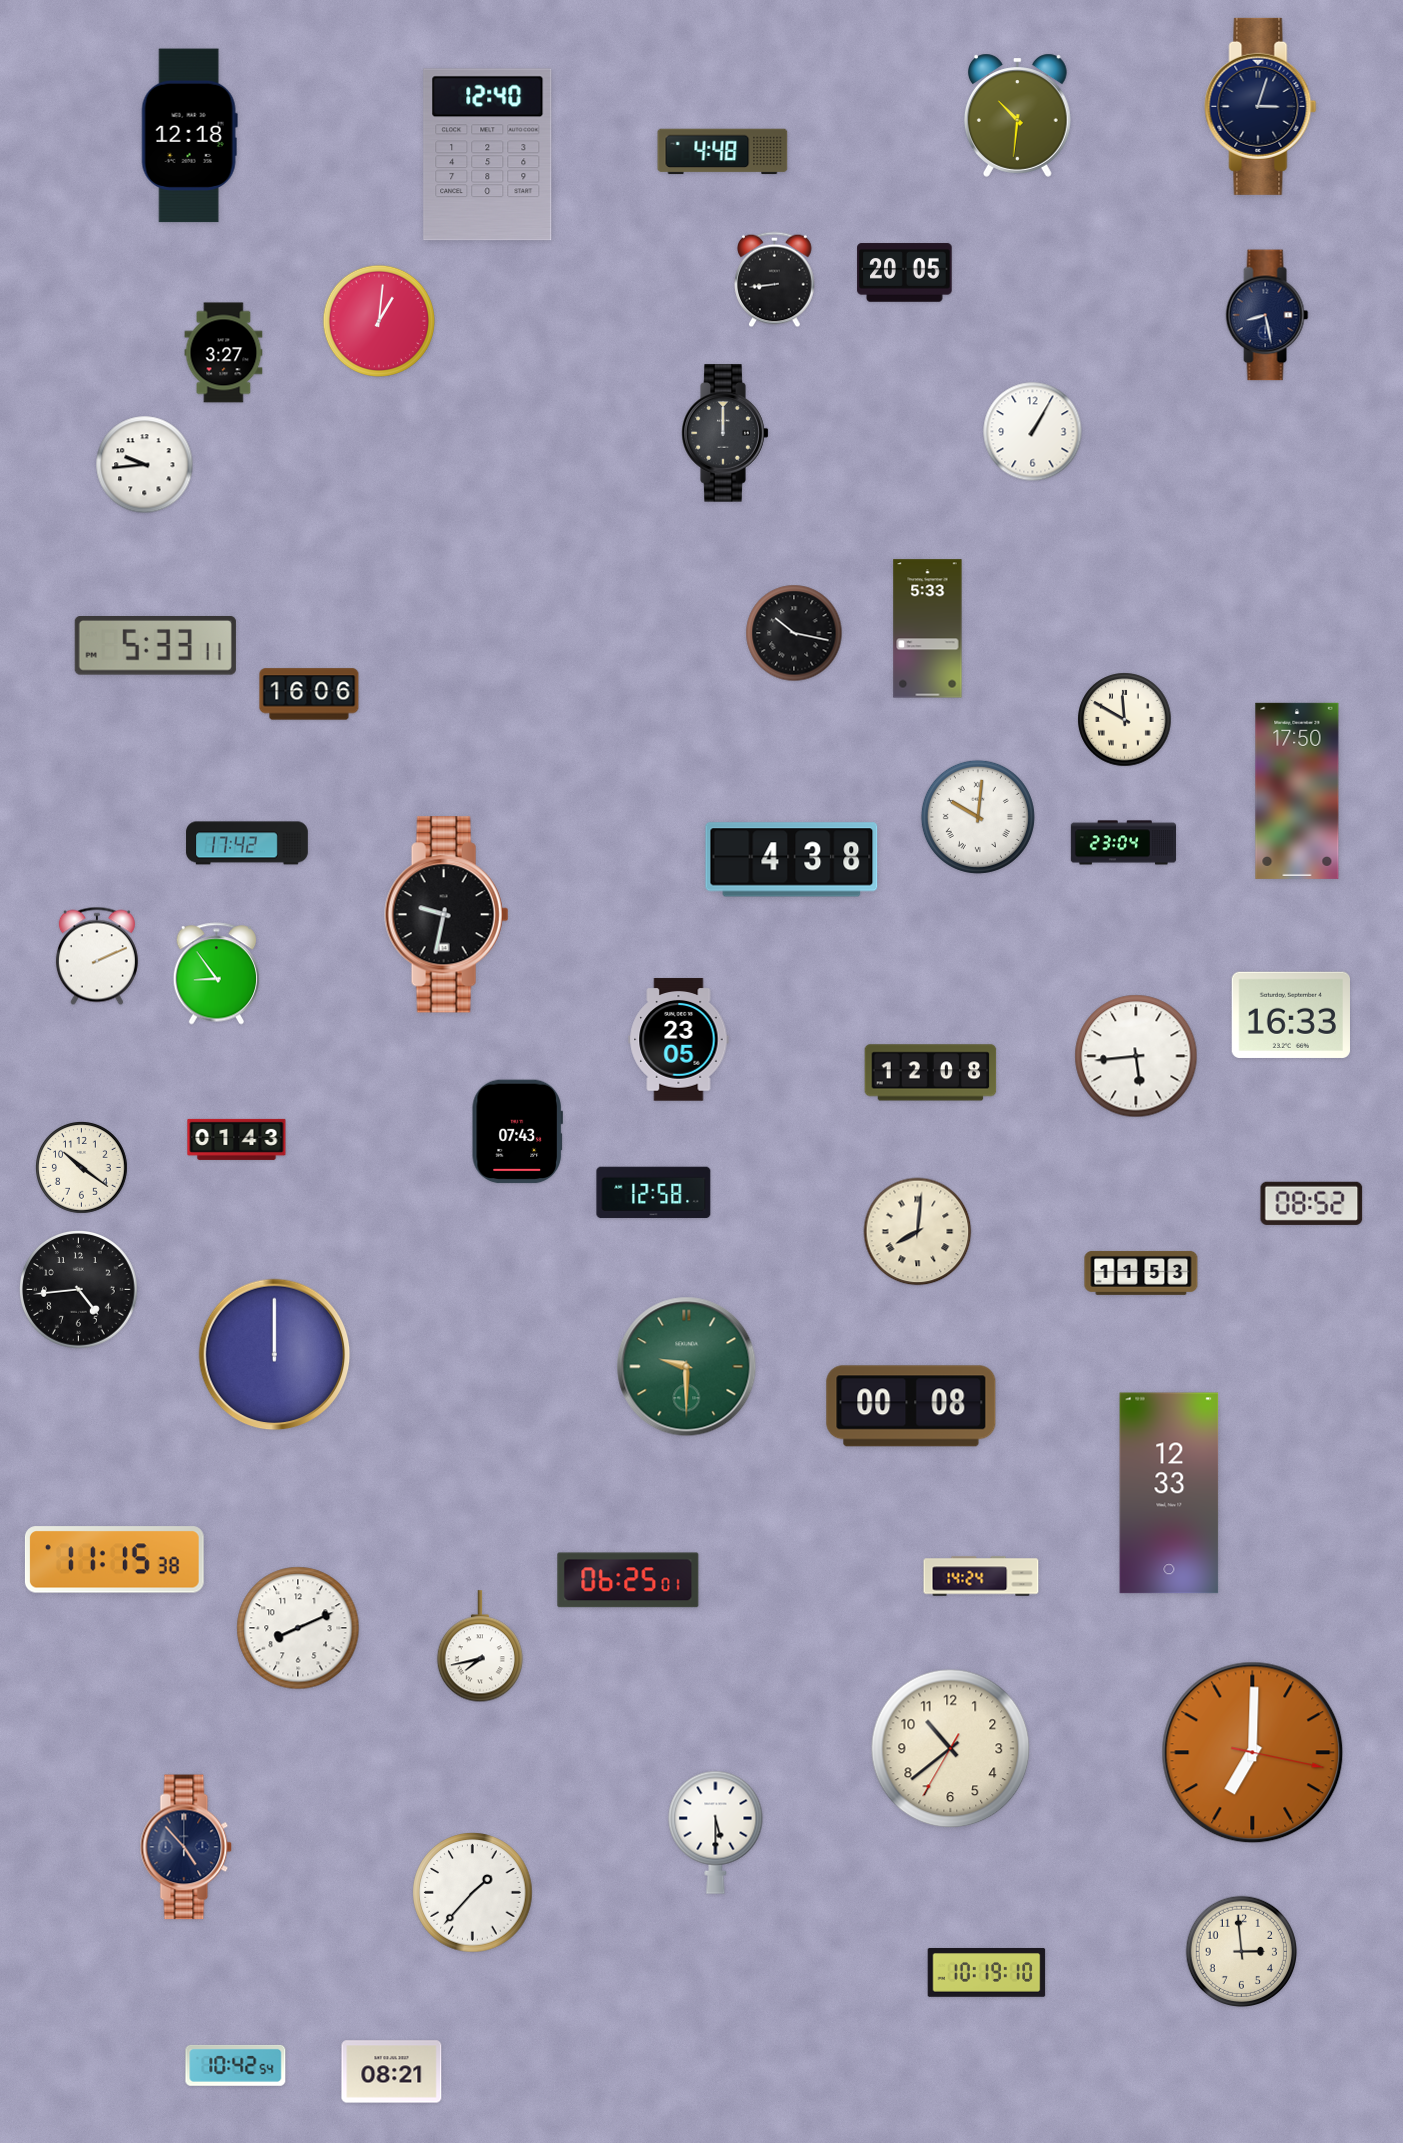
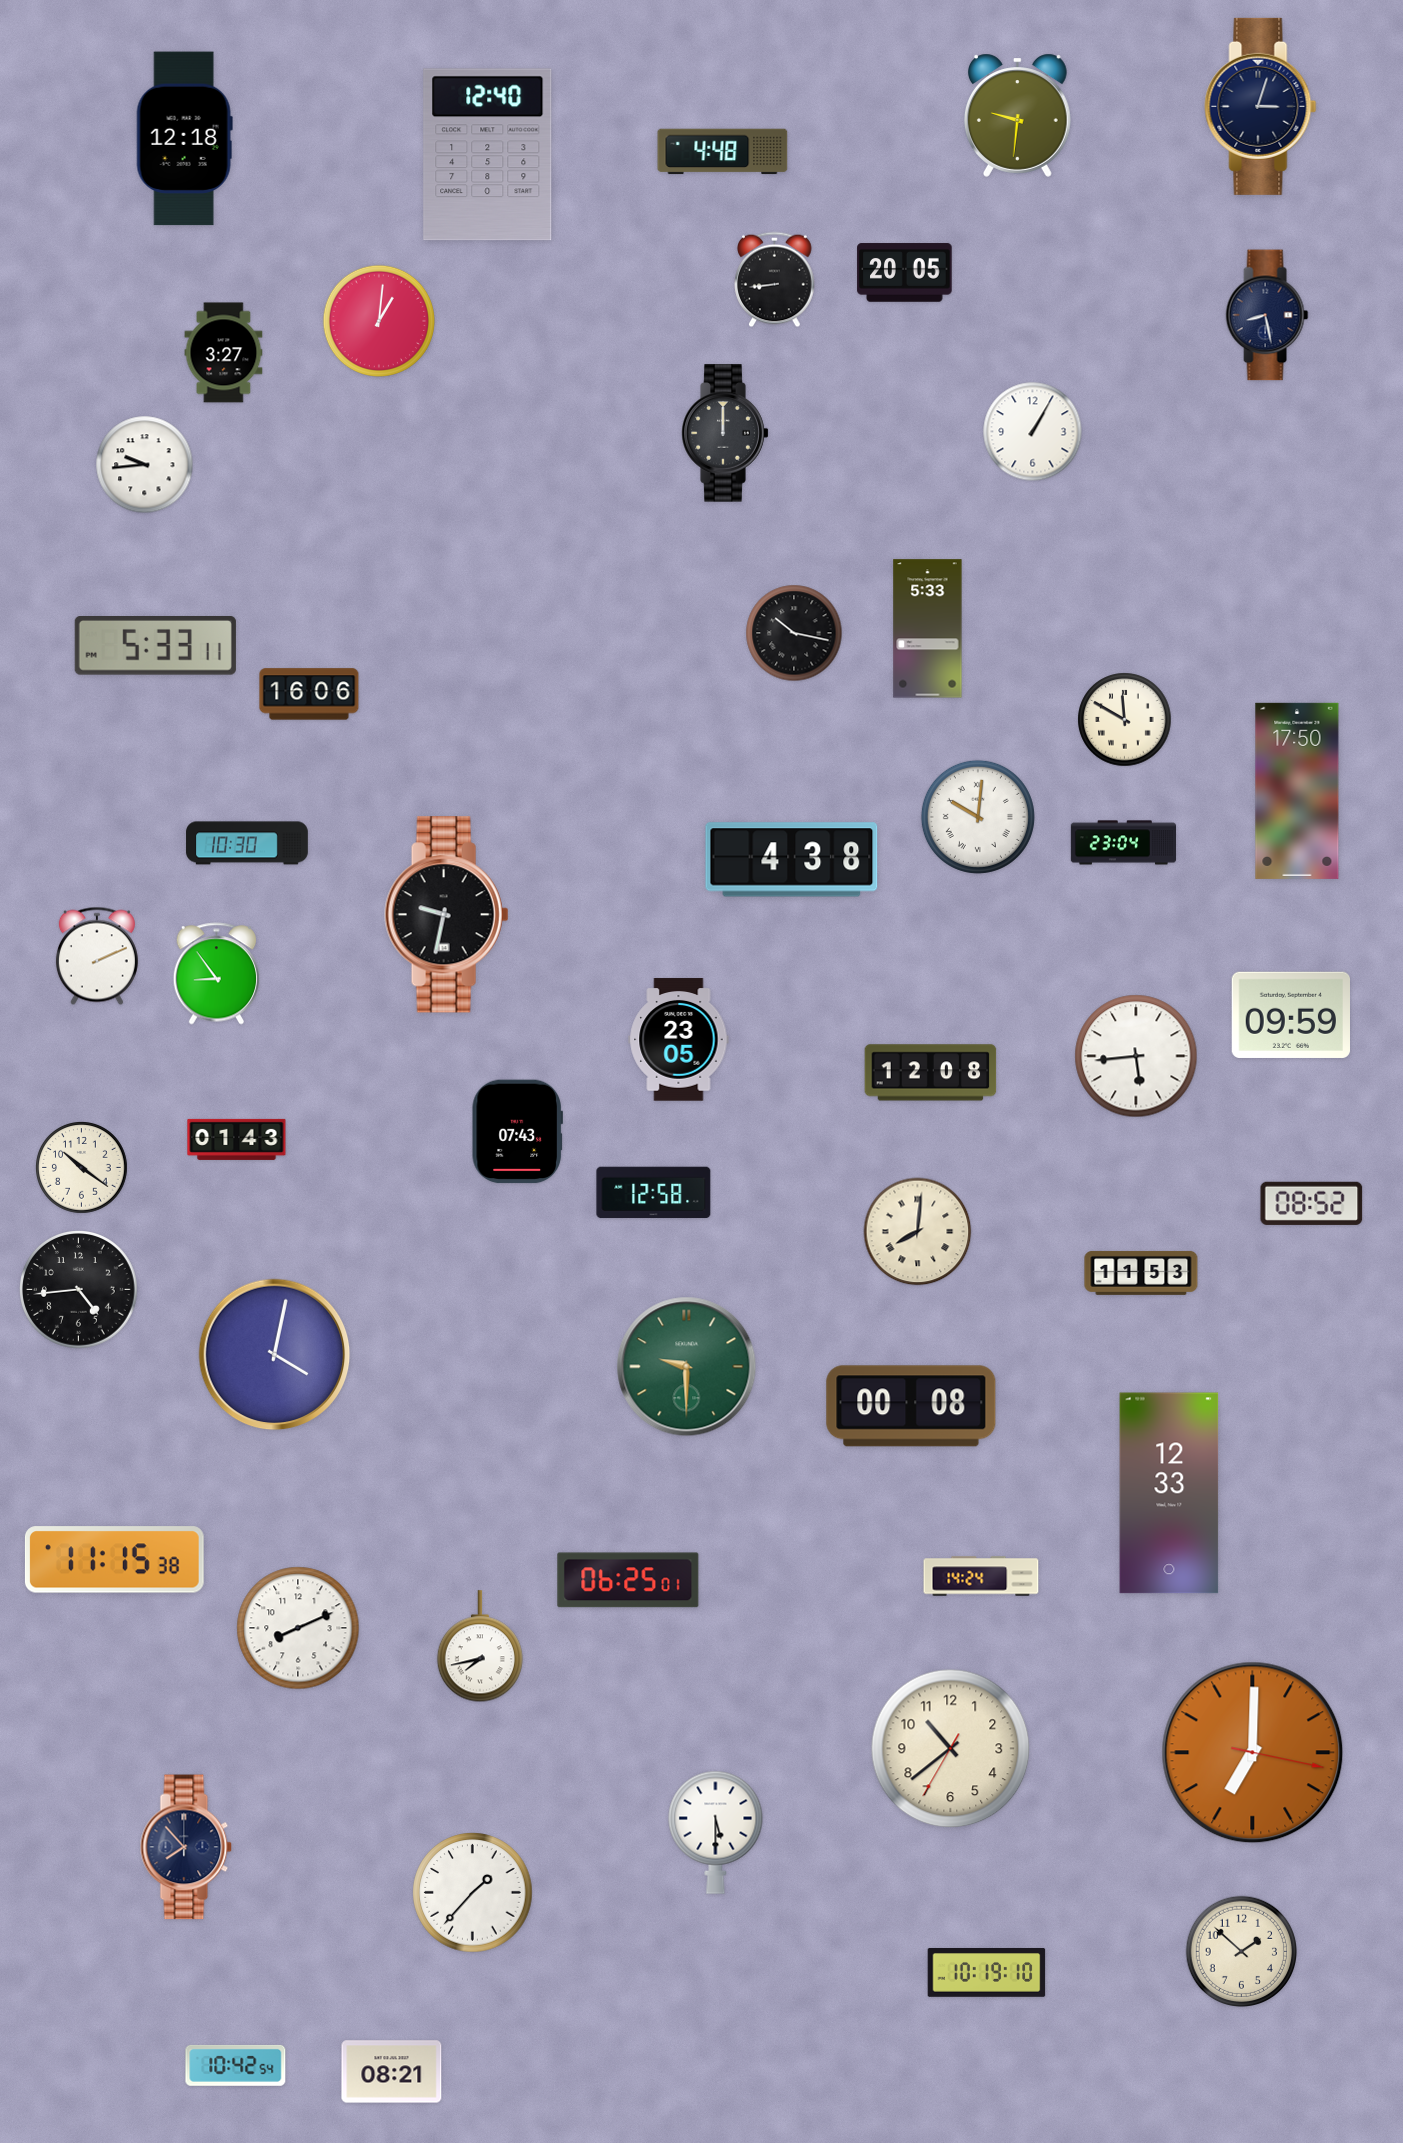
clock at (1017, 115): 10:31 -> 9:31
clock at (189, 136) position: (189, 136) -> (184, 139)
clock at (247, 843): 17:42 -> 10:30
clock at (1290, 1015): 16:33 -> 09:59
clock at (275, 1355): 12:00 -> 4:02
clock at (186, 1847): 4:53 -> 7:53
clock at (1241, 1951): 2:59 -> 1:52
